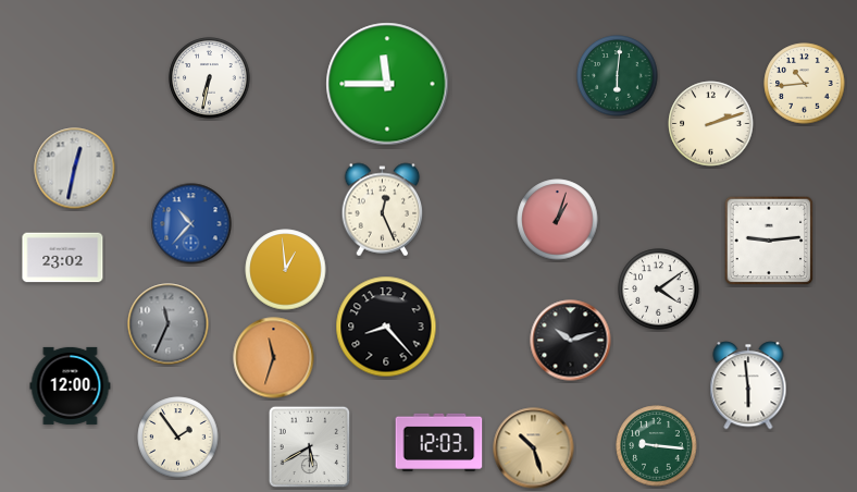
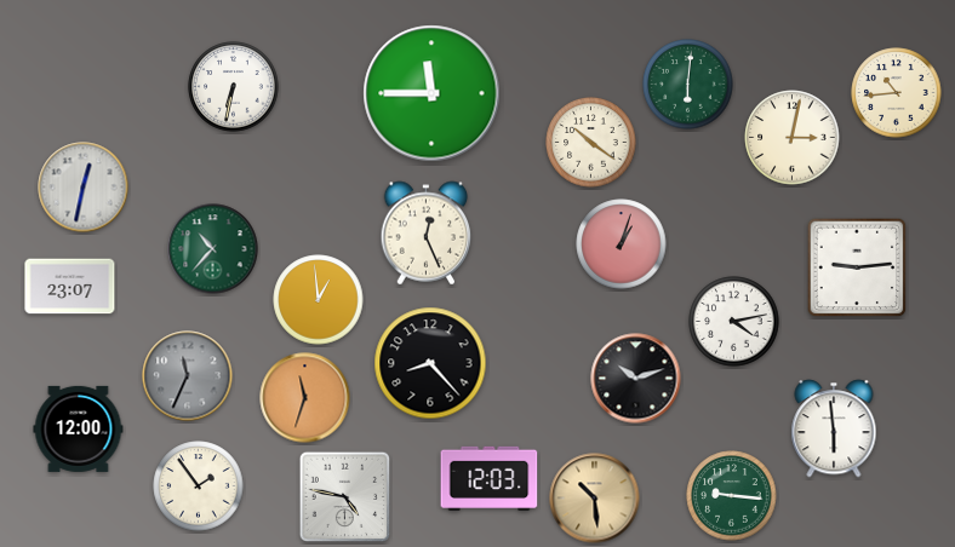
clock at (711, 124): 2:12 -> 3:02
clock at (591, 143): none -> 10:21
clock at (191, 224) dial: blue -> green
clock at (63, 258): 23:02 -> 23:07
clock at (659, 290): 4:09 -> 4:13
clock at (169, 324) position: (169, 324) -> (188, 376)
clock at (439, 442) position: (439, 442) -> (490, 478)
clock at (310, 447): 5:40 -> 4:47
clock at (534, 448): 10:27 -> 10:29
